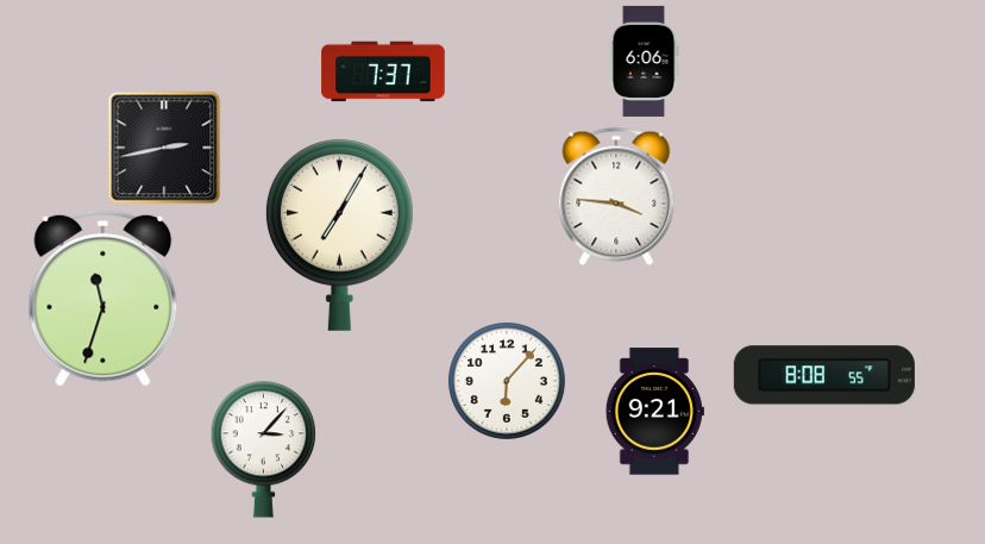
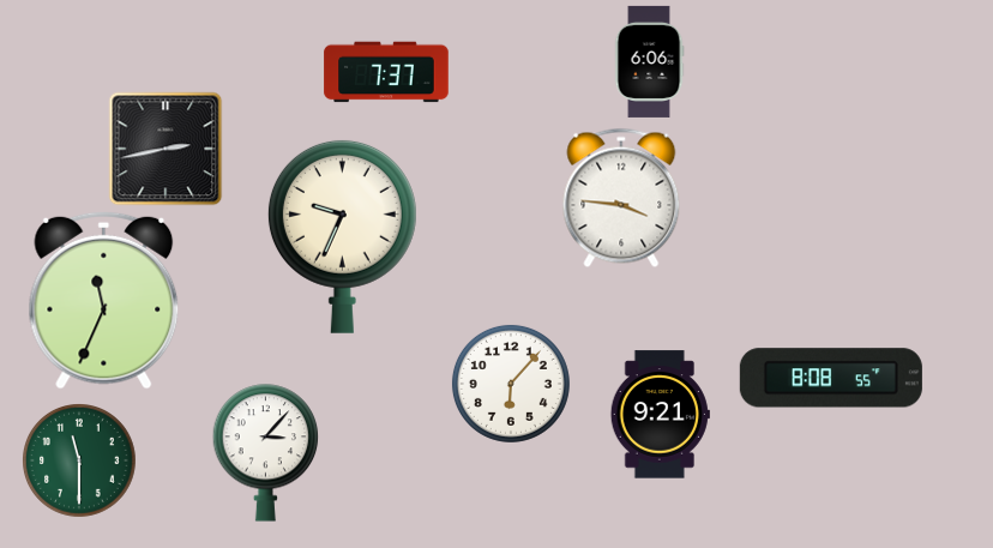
clock at (339, 235): 7:05 -> 9:34
clock at (103, 298): 11:33 -> 11:34
clock at (79, 460): none -> 11:30
